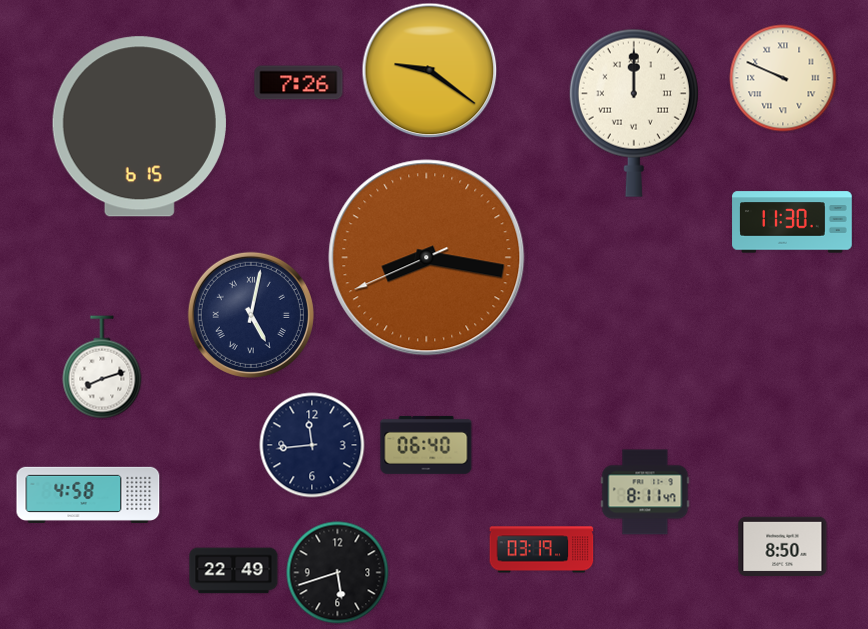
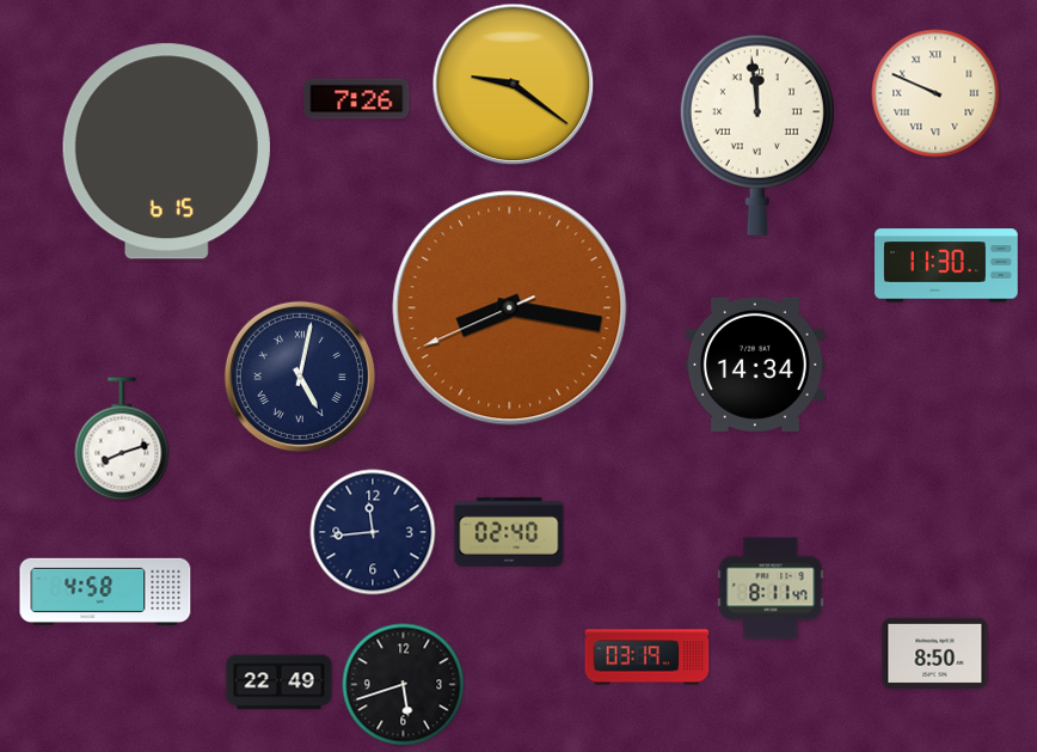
clock at (634, 113): 12:00 -> 11:59
clock at (755, 365): none -> 14:34
clock at (426, 445): 06:40 -> 02:40
